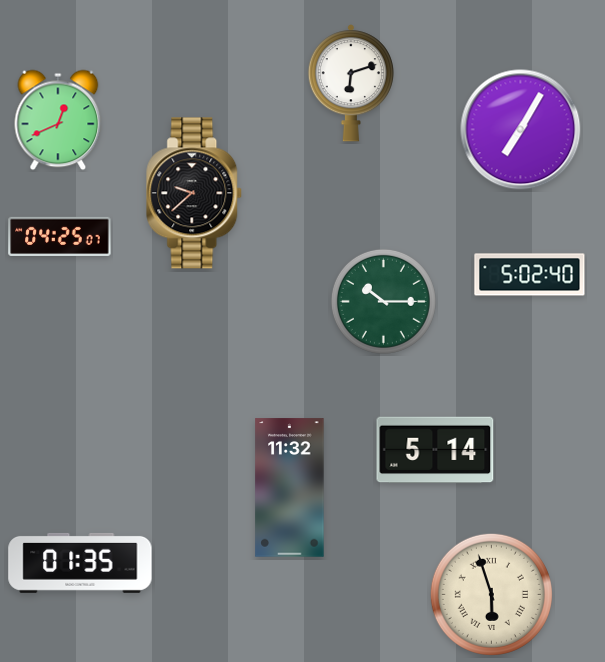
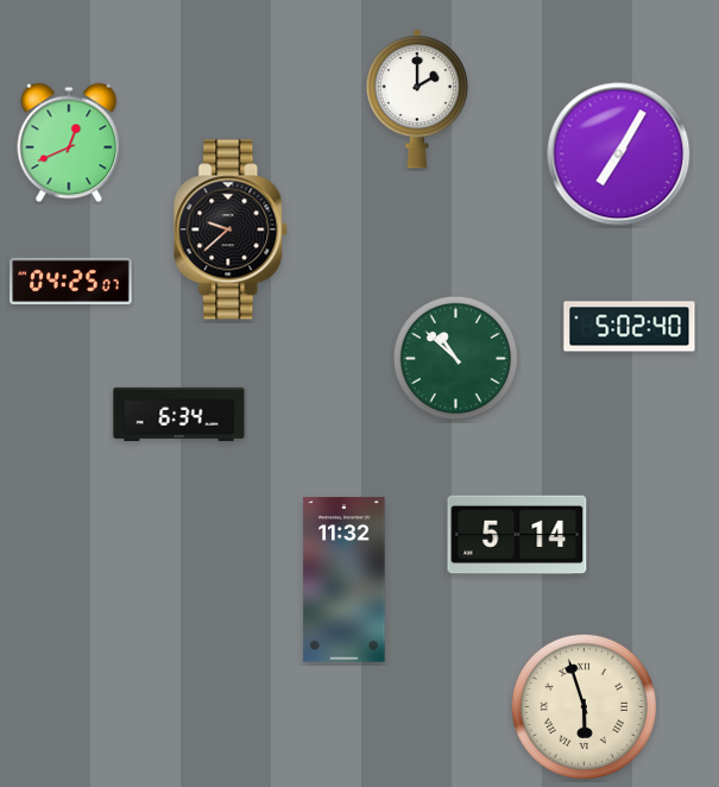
clock at (351, 83): 6:12 -> 2:00
clock at (383, 301): 10:15 -> 10:52
clock at (179, 414): none -> 6:34
clock at (80, 563): 01:35 -> none
